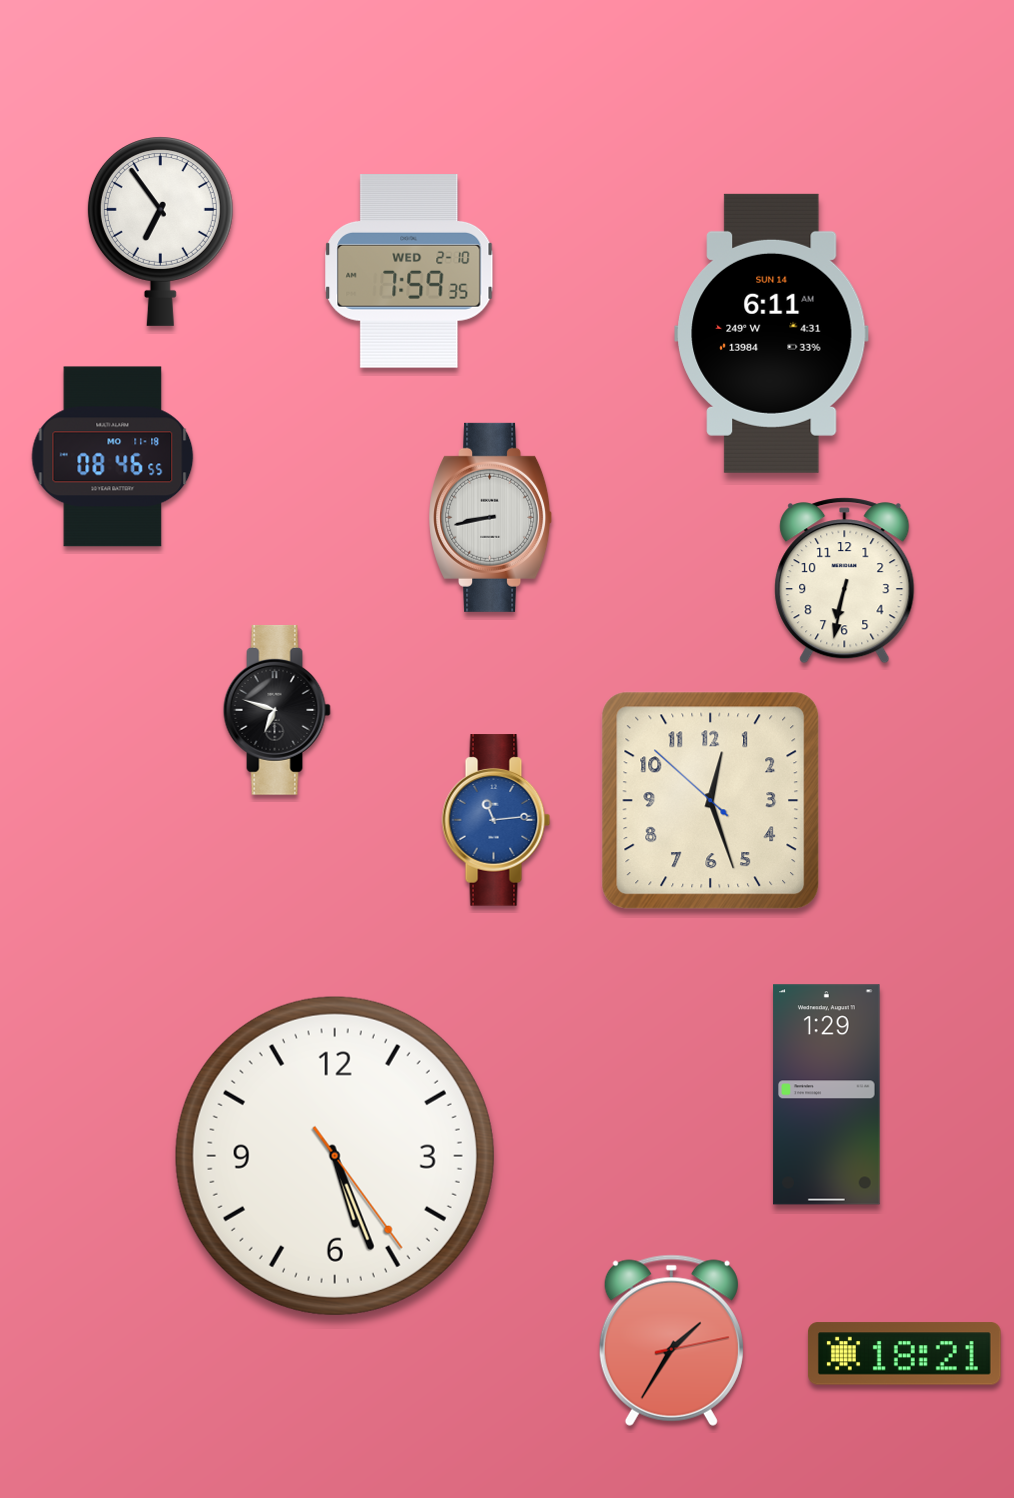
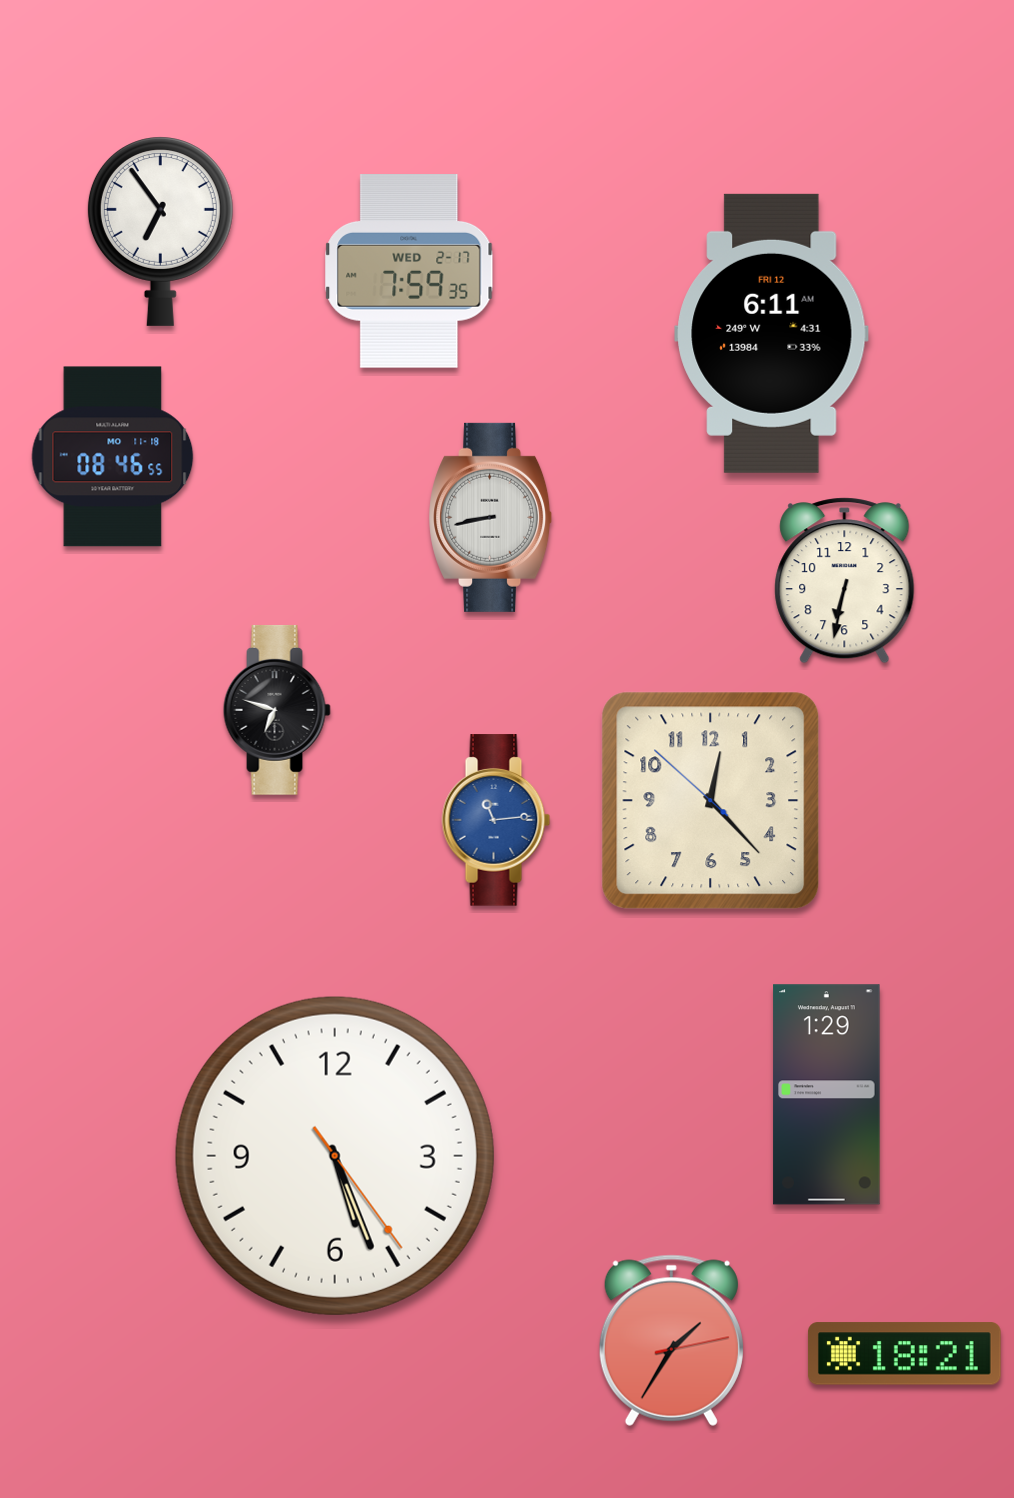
clock at (409, 271) date: WED 2-10 -> WED 2-17
clock at (772, 333) date: SUN 14 -> FRI 12
clock at (711, 801): 12:26 -> 12:22
